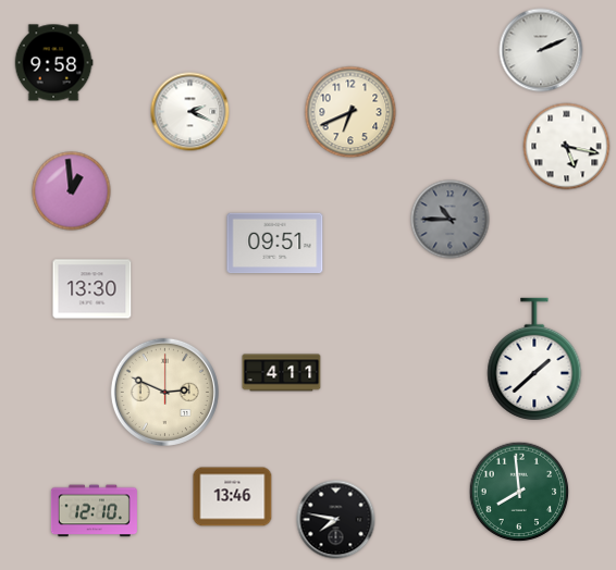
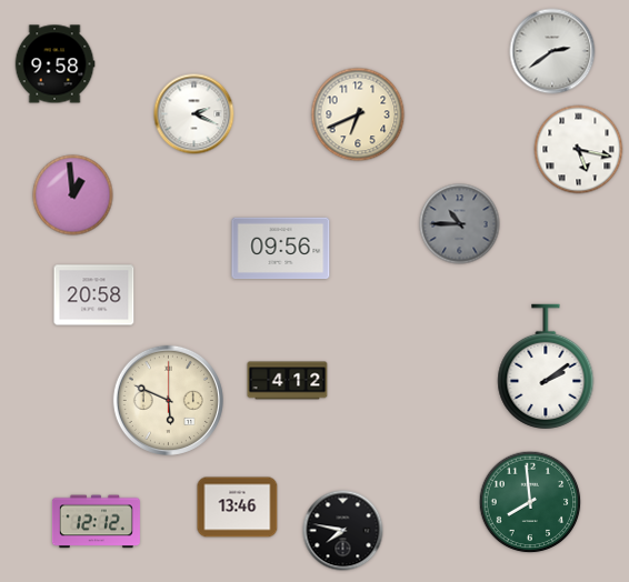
clock at (541, 50): 2:11 -> 2:39
clock at (275, 244): 09:51 -> 09:56
clock at (93, 289): 13:30 -> 20:58
clock at (534, 359): 1:38 -> 2:09
clock at (282, 373): 4:11 -> 4:12
clock at (164, 392): 2:49 -> 5:49
clock at (94, 511): 12:10 -> 12:12
